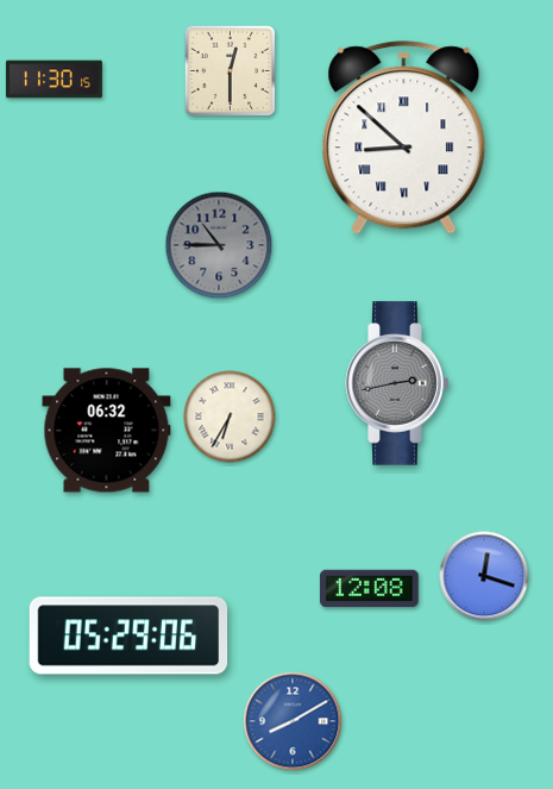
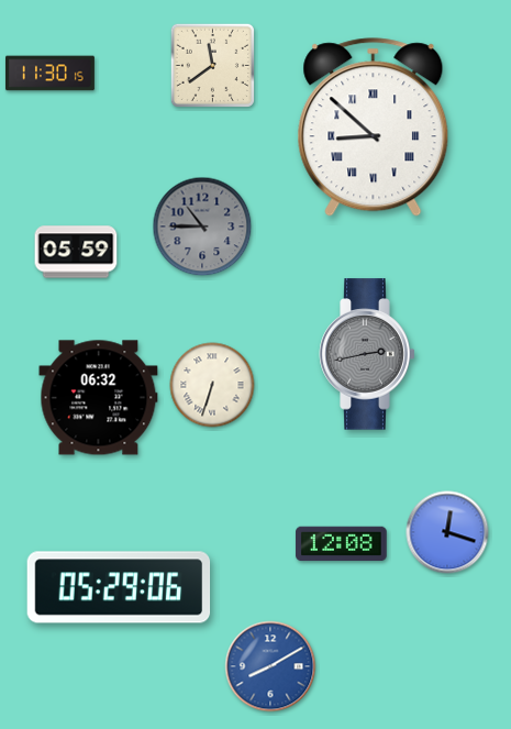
clock at (230, 70): 12:30 -> 11:39
clock at (76, 252): none -> 05:59
clock at (230, 417): 6:35 -> 6:33
